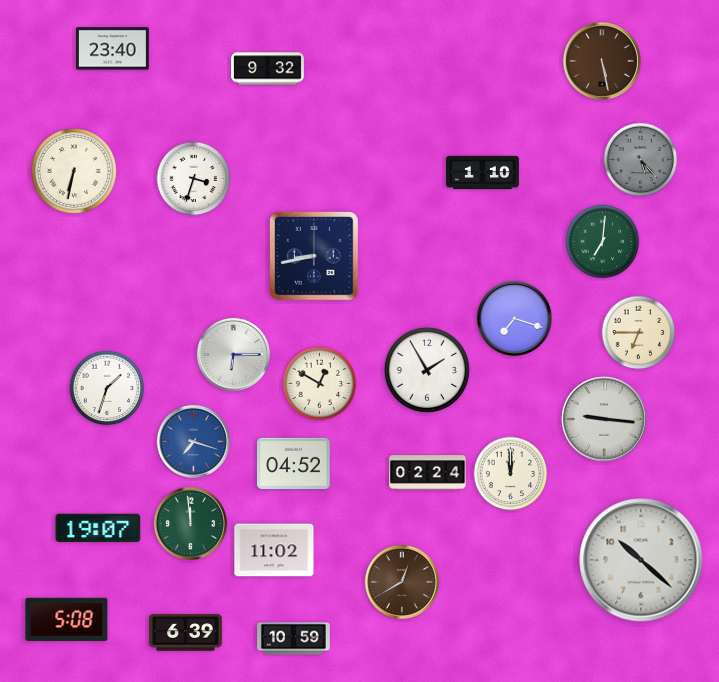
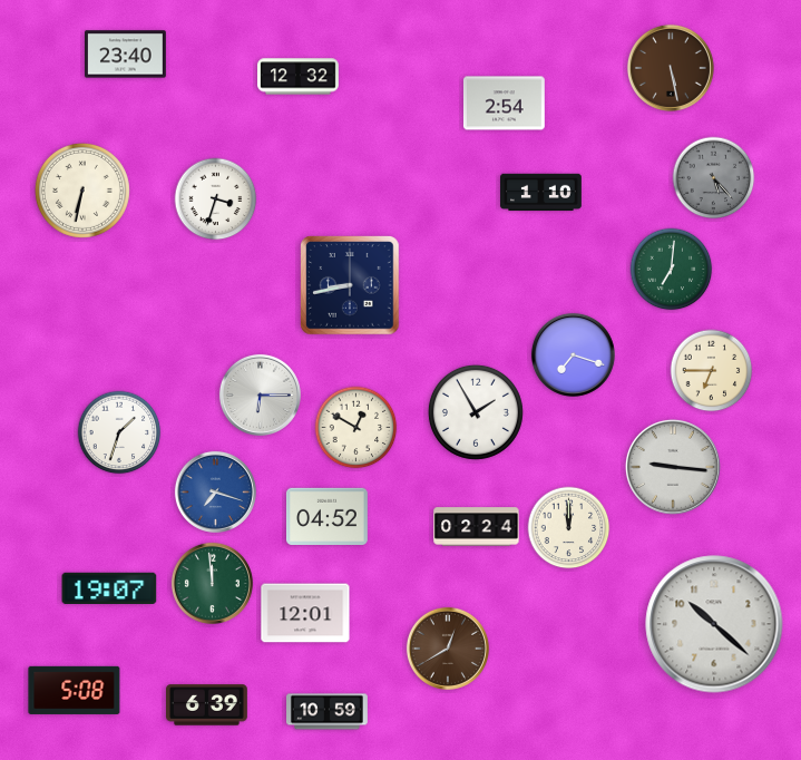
clock at (268, 69): 9:32 -> 12:32
clock at (505, 104): none -> 2:54
clock at (483, 173) position: (483, 173) -> (541, 193)
clock at (274, 550): 11:02 -> 12:01
